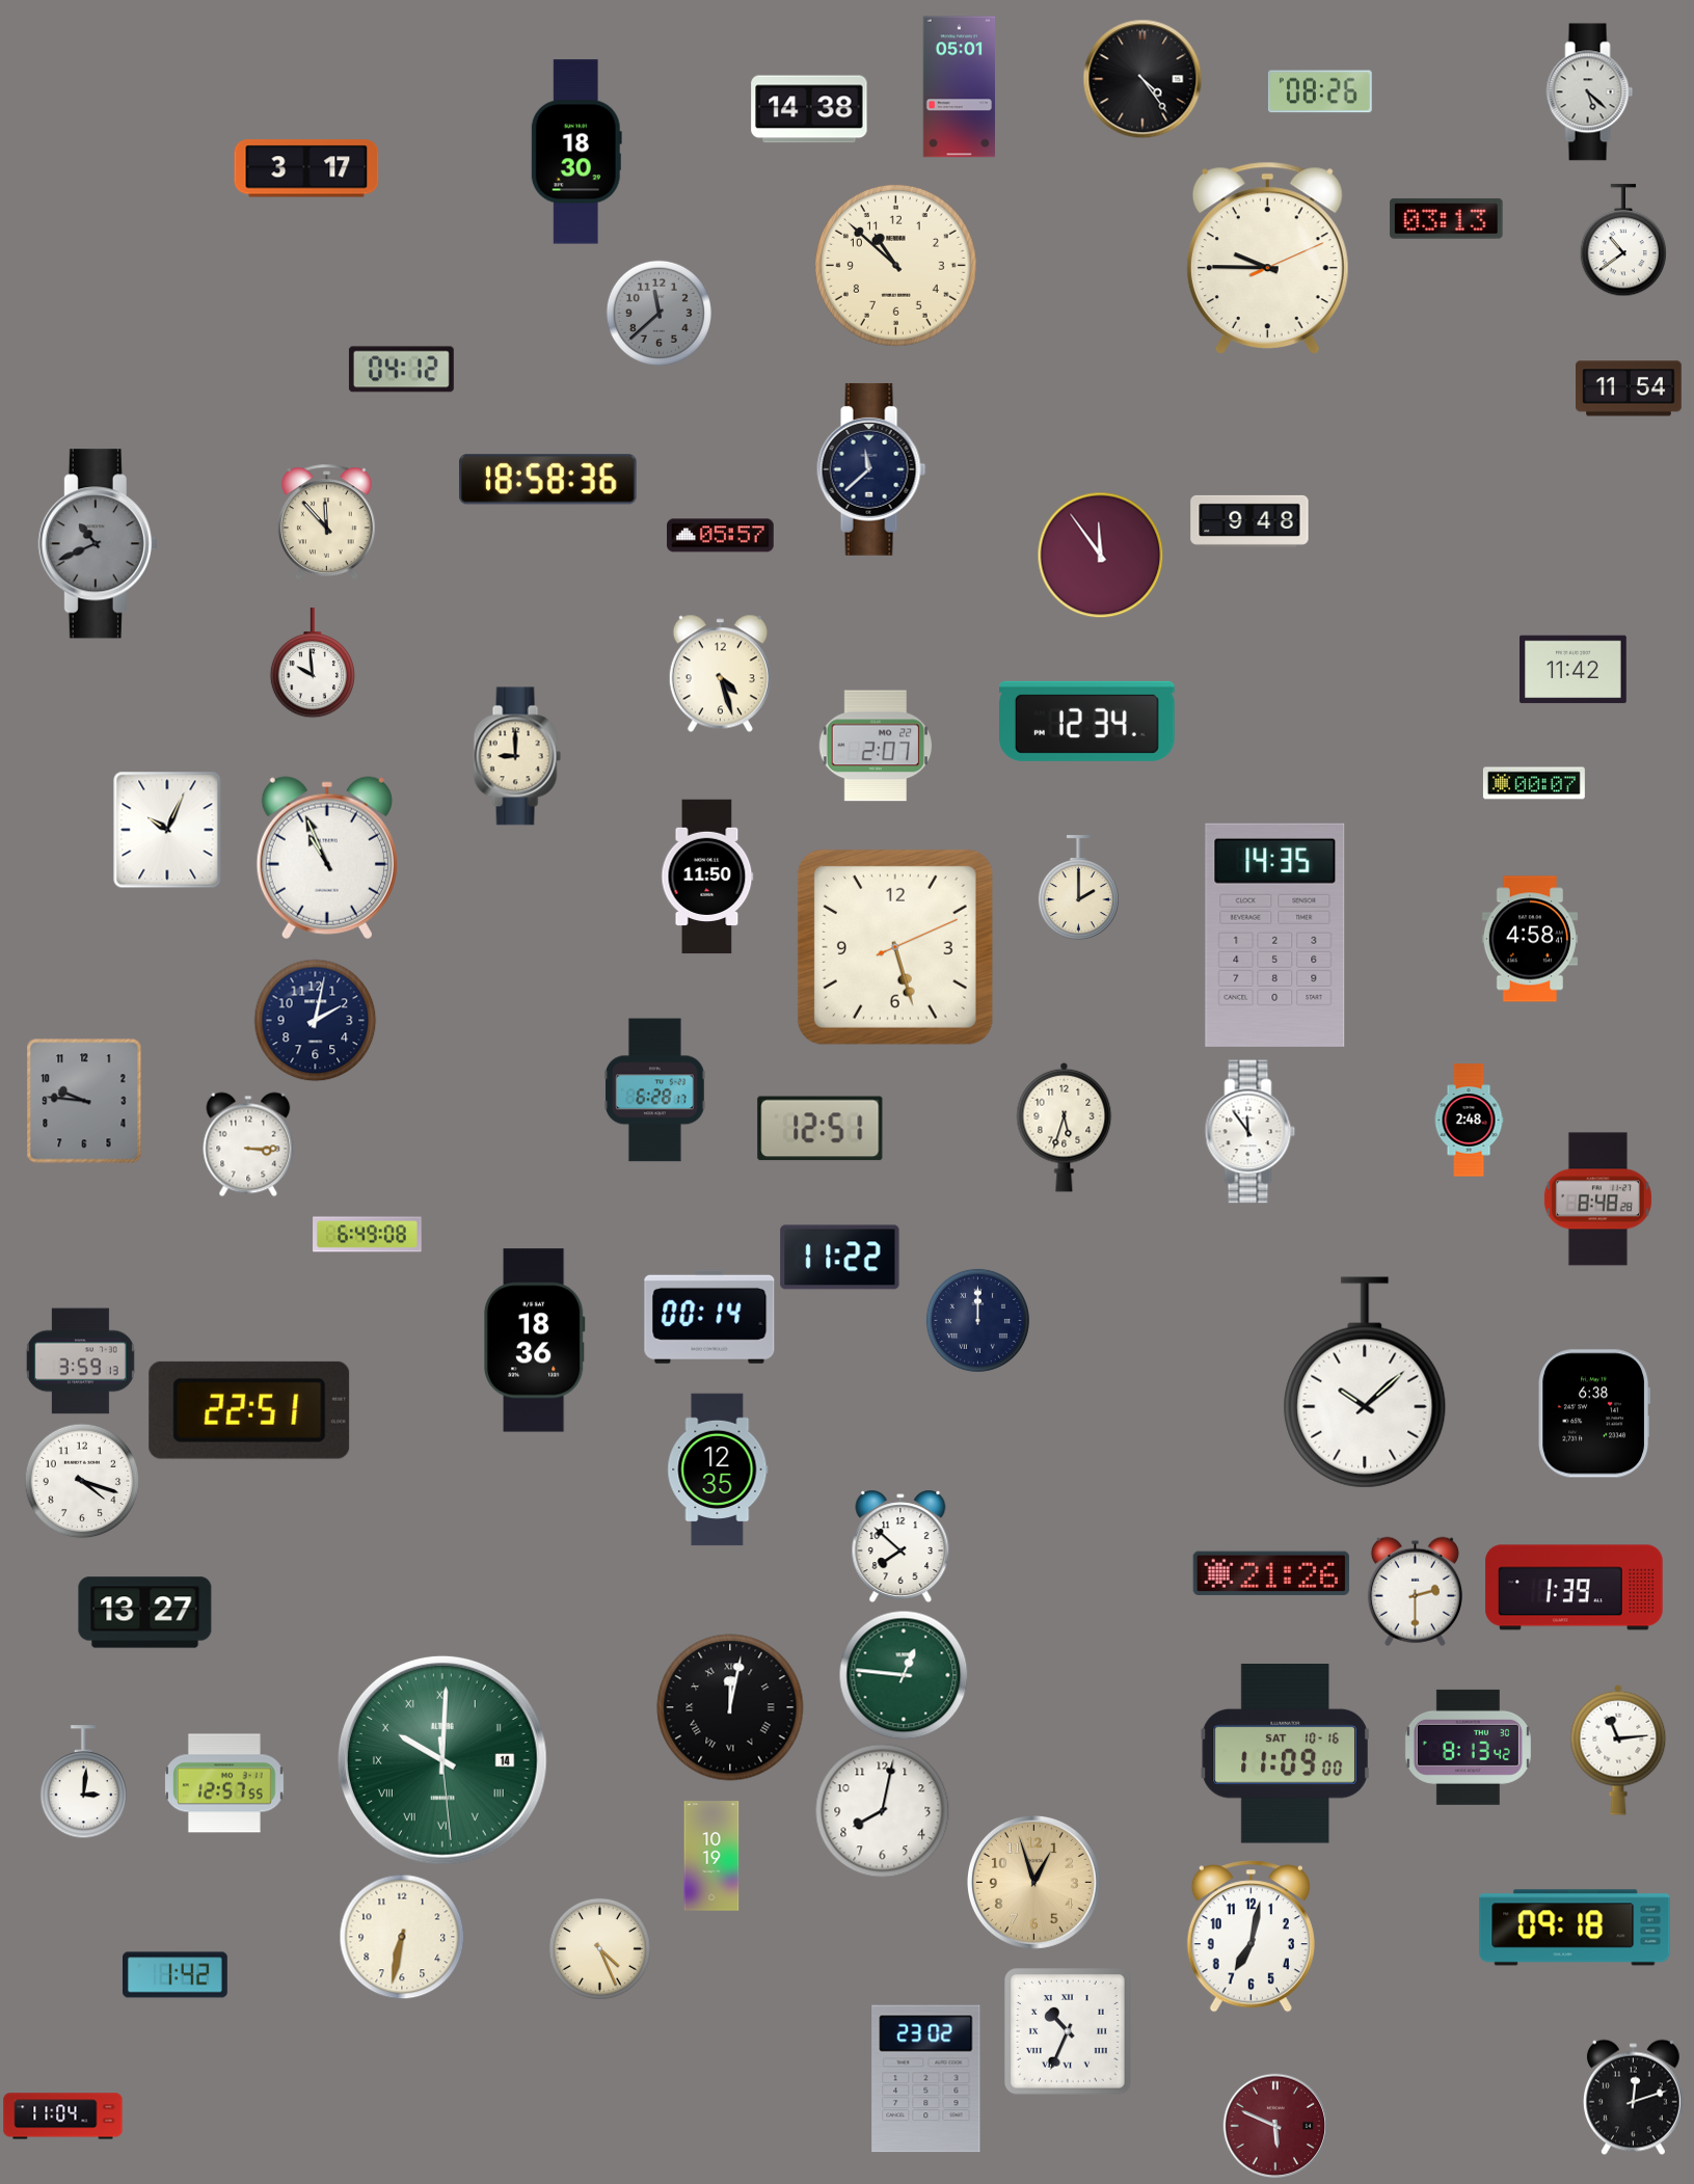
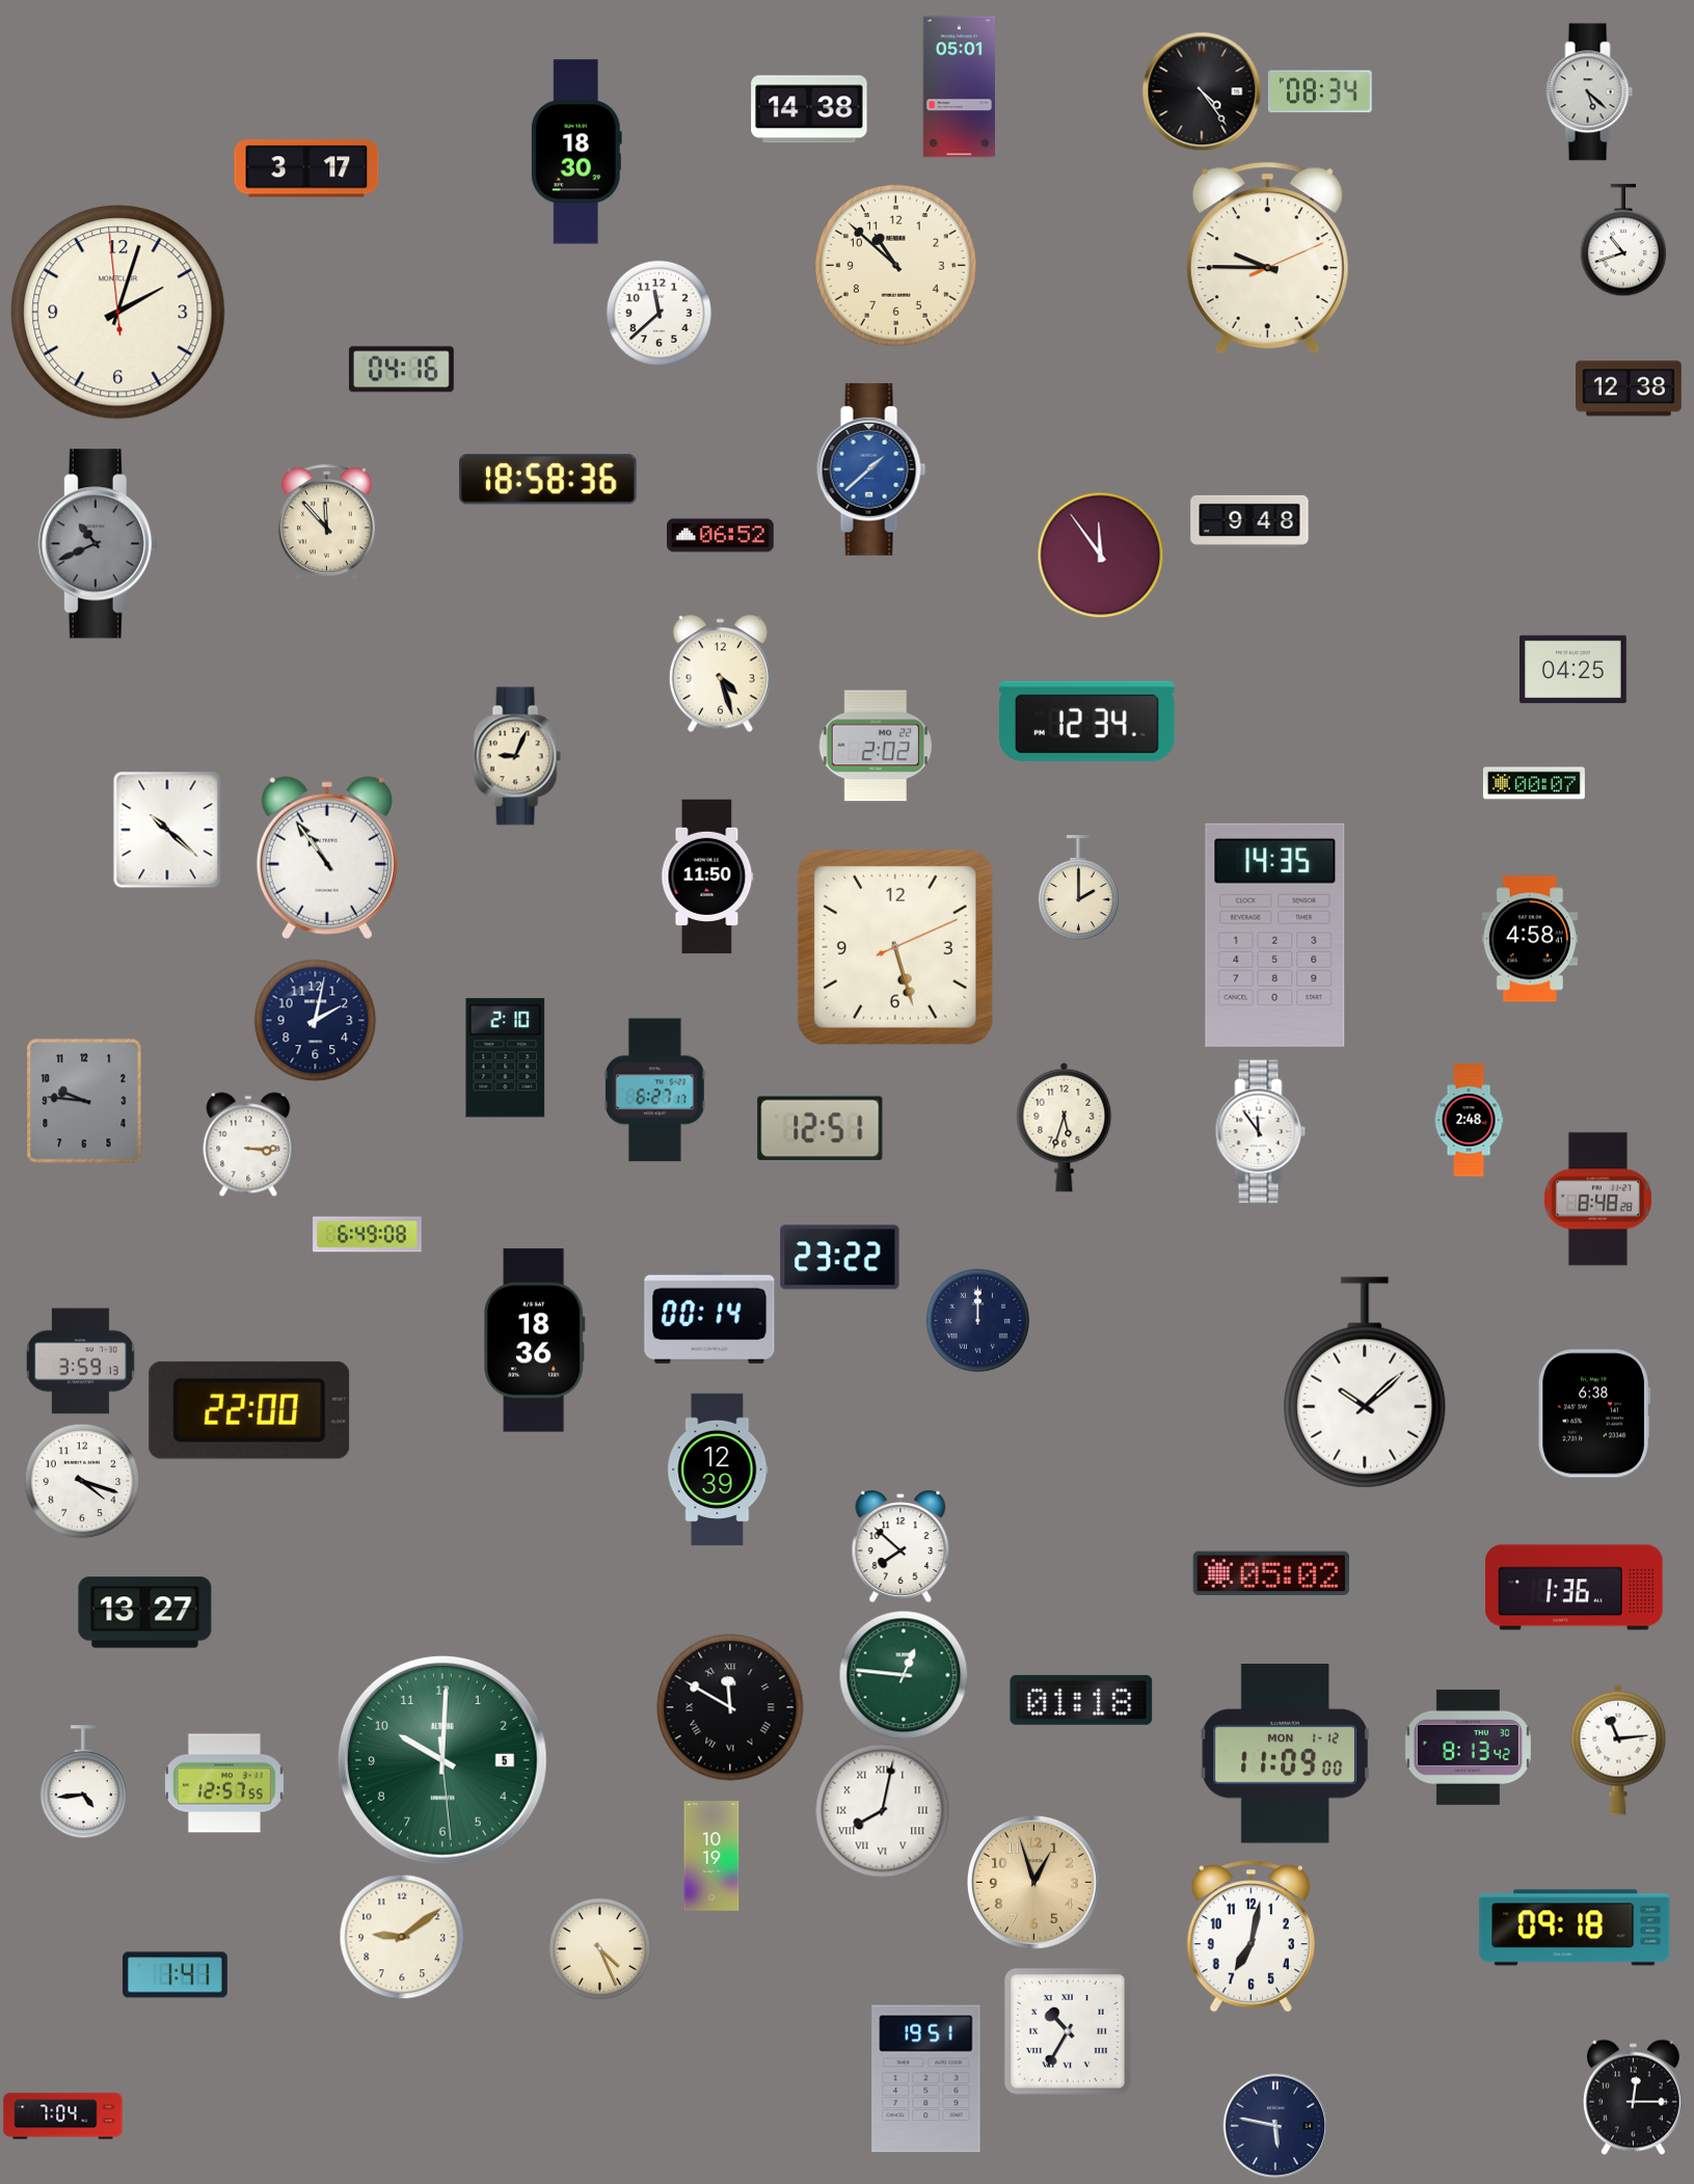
clock at (1142, 79) position: (1142, 79) -> (1202, 91)
clock at (1320, 91): 08:26 -> 08:34
clock at (1447, 218): 03:13 -> none
clock at (1622, 240): 10:39 -> 10:42
clock at (118, 313): none -> 2:02
clock at (658, 313) dial: grey -> white
clock at (401, 370): 04:12 -> 04:16
clock at (1630, 388): 11:54 -> 12:38
clock at (871, 469): 11:38 -> 1:38
clock at (871, 469) dial: navy -> blue
clock at (721, 536): 05:57 -> 06:52
clock at (313, 663): 9:59 -> none
clock at (1574, 670): 11:42 -> 04:25
clock at (876, 746): 2:07 -> 2:02
clock at (517, 756): 9:00 -> 9:04
clock at (167, 830): 10:04 -> 10:22
clock at (327, 858): 10:56 -> 10:54
clock at (506, 1058): none -> 2:10
clock at (655, 1090): 6:28 -> 6:27
clock at (1251, 1132) position: (1251, 1132) -> (1261, 1132)
clock at (840, 1258): 11:22 -> 23:22
clock at (249, 1410): 22:51 -> 22:00
clock at (718, 1470): 12:35 -> 12:39
clock at (1271, 1572): 21:26 -> 05:02
clock at (1575, 1588): 1:39 -> 1:36
clock at (1415, 1591): 2:30 -> none
clock at (1081, 1700): none -> 01:18
clock at (730, 1707): 12:02 -> 11:50
clock at (1286, 1754) date: SAT 10-16 -> MON 1-12
clock at (442, 1760) date: 14 -> 5
clock at (442, 1760) numerals: Roman -> Arabic
clock at (83, 1782): 3:01 -> 4:44
clock at (882, 1810) numerals: Arabic -> Roman
clock at (402, 1937): 6:32 -> 9:09
clock at (176, 1975): 1:42 -> 1:41
clock at (1069, 2032): 10:34 -> 10:35
clock at (926, 2079): 23:02 -> 19:51
clock at (1633, 2097): 12:12 -> 12:15
clock at (63, 2116): 11:04 -> 7:04
clock at (1275, 2126): 5:49 -> 5:47
clock at (1275, 2126) dial: burgundy -> navy
